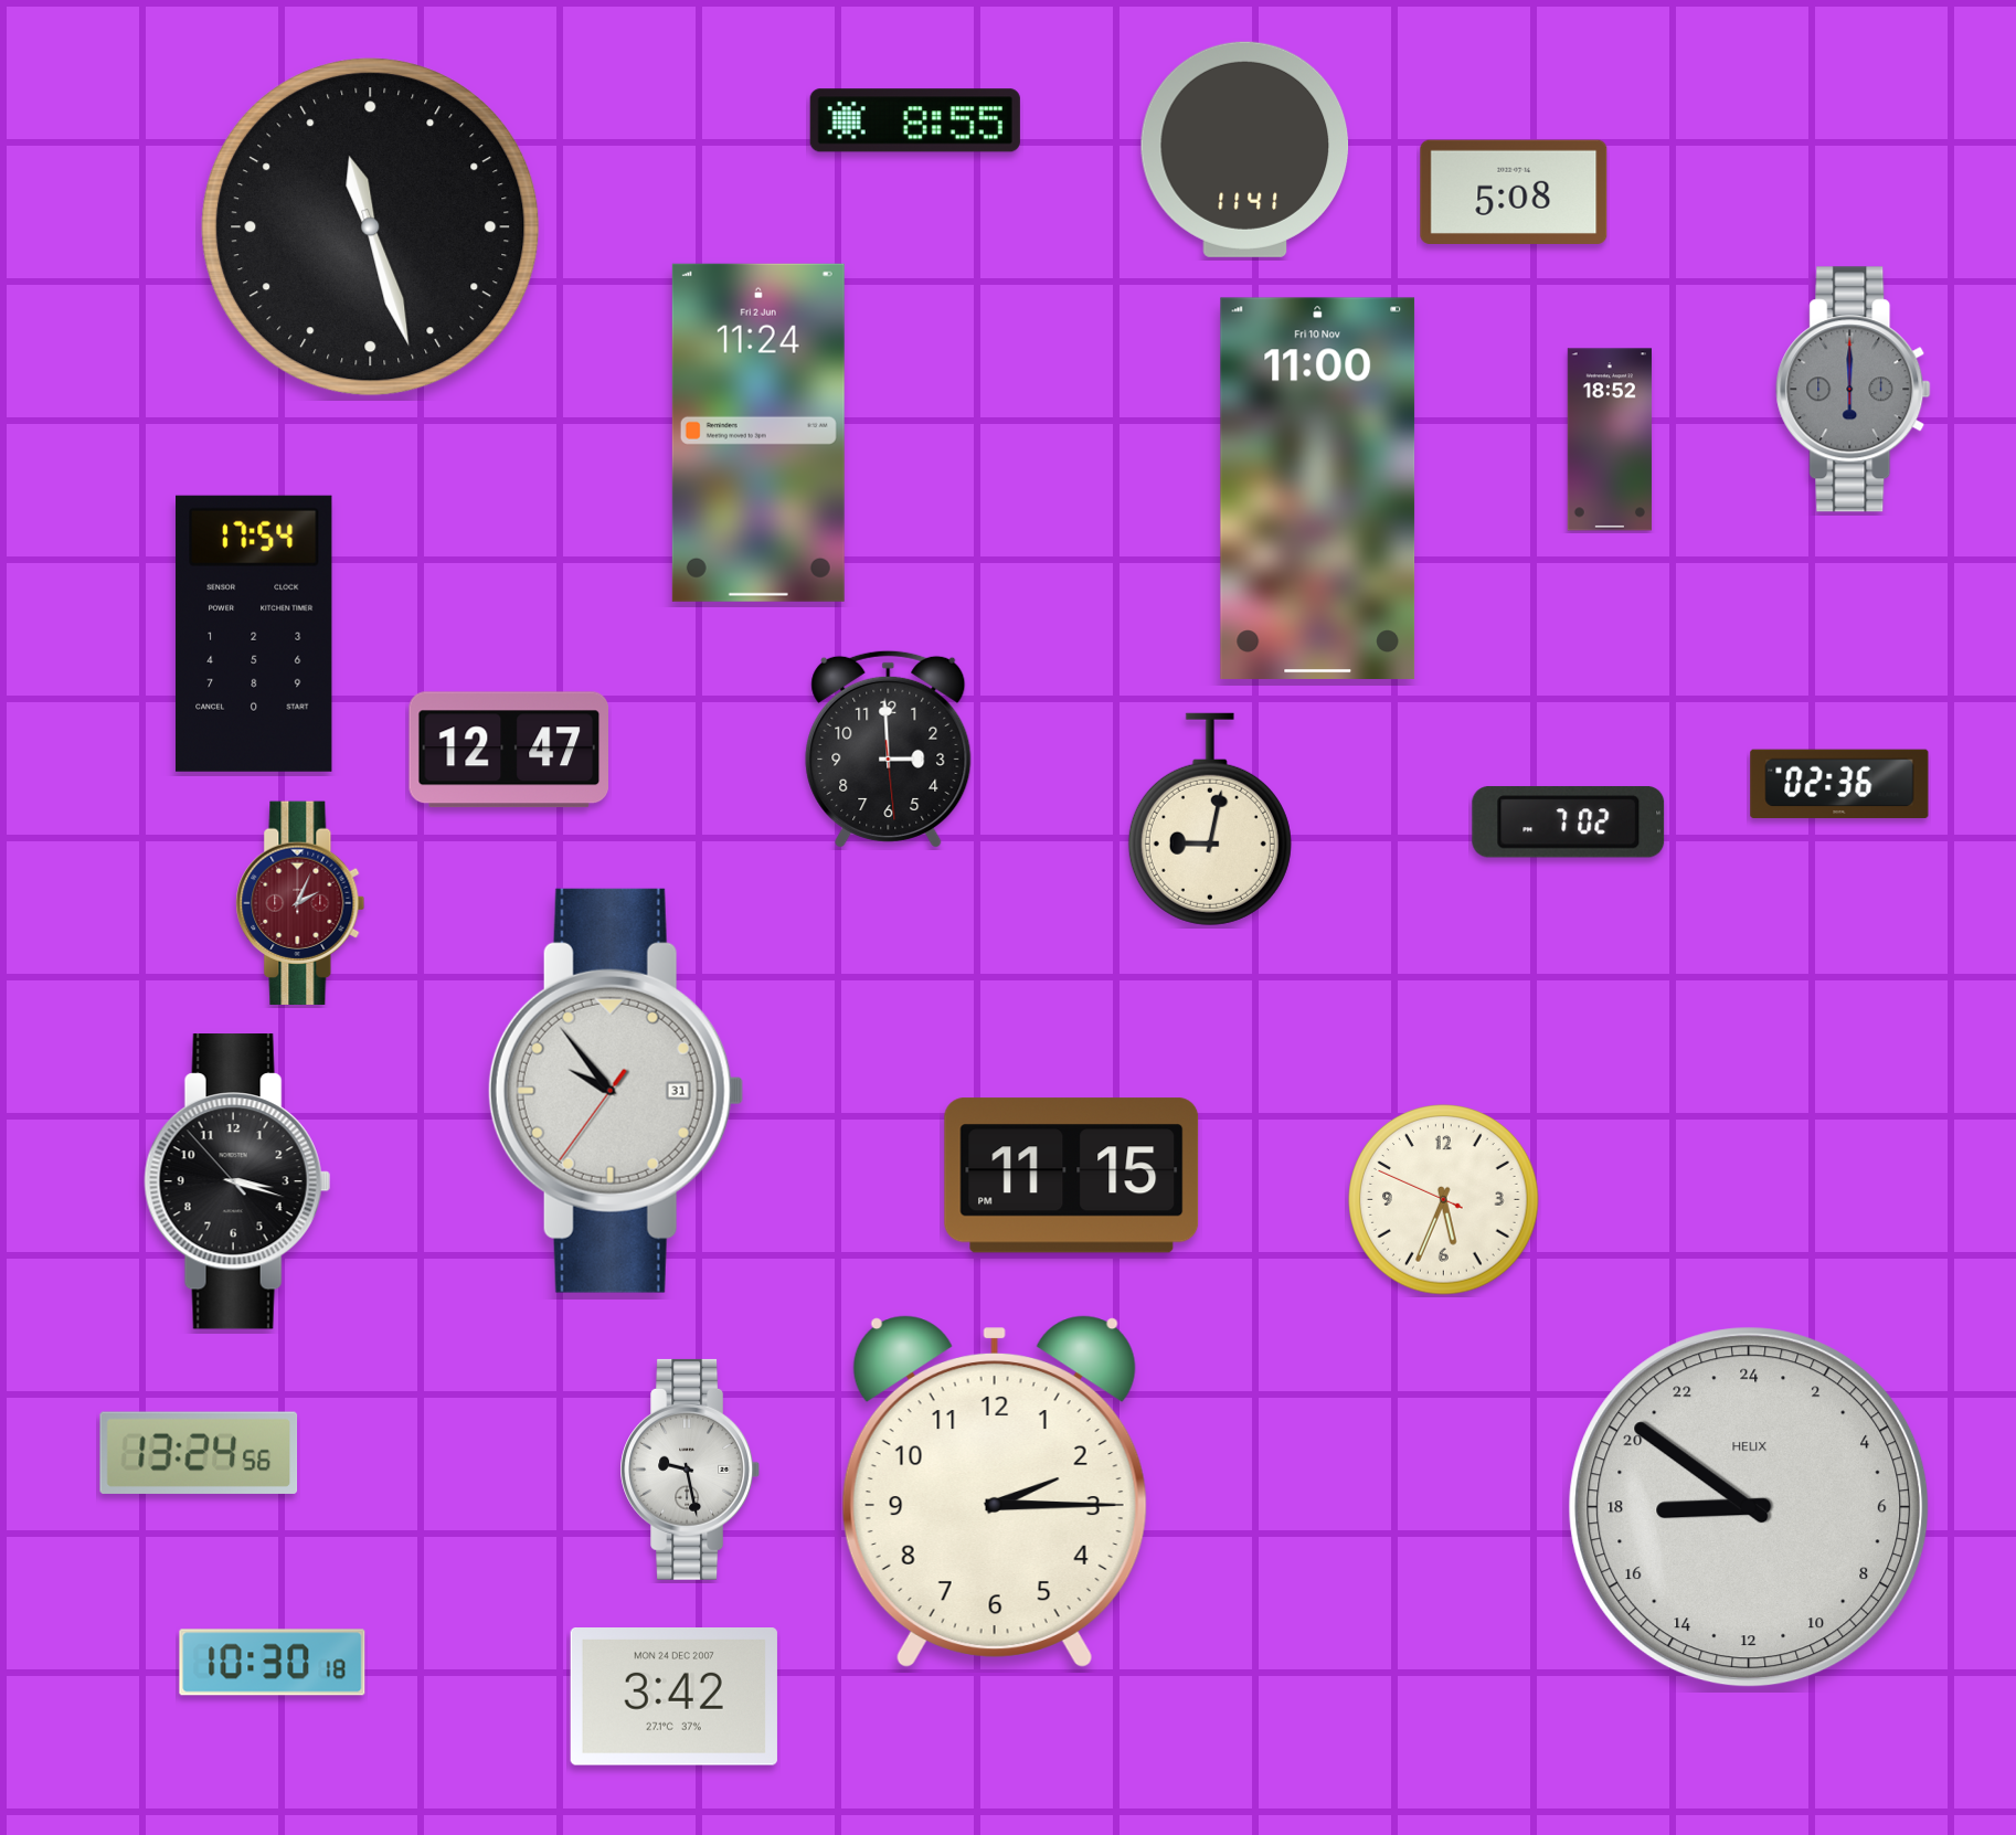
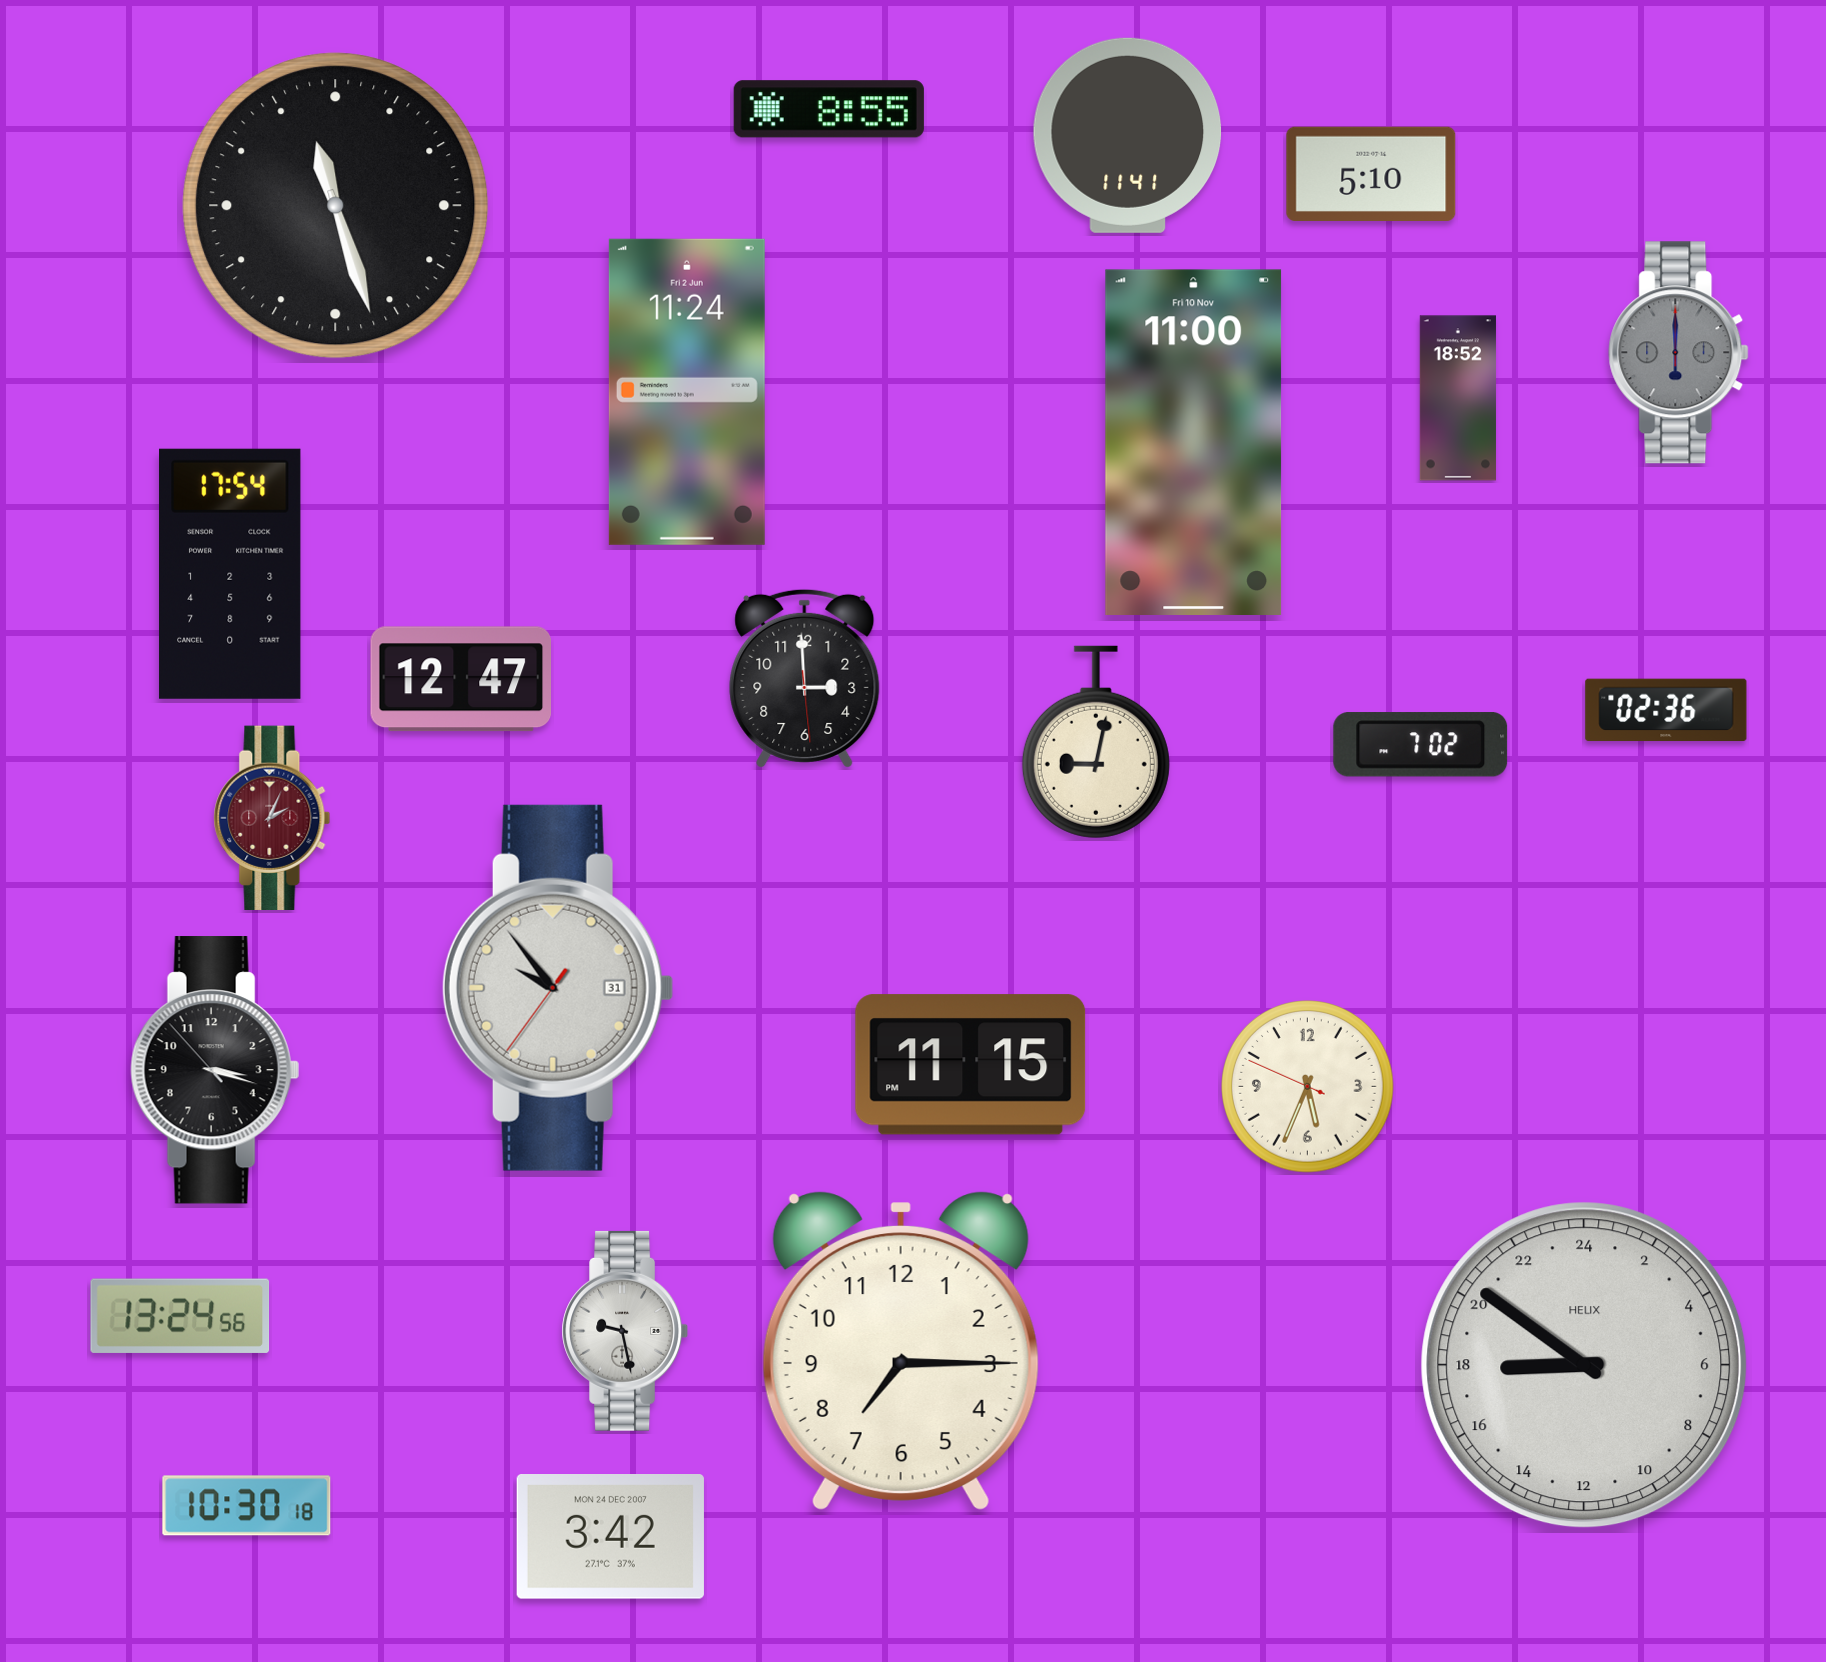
clock at (1514, 191): 5:08 -> 5:10
clock at (995, 1492): 2:15 -> 7:15
